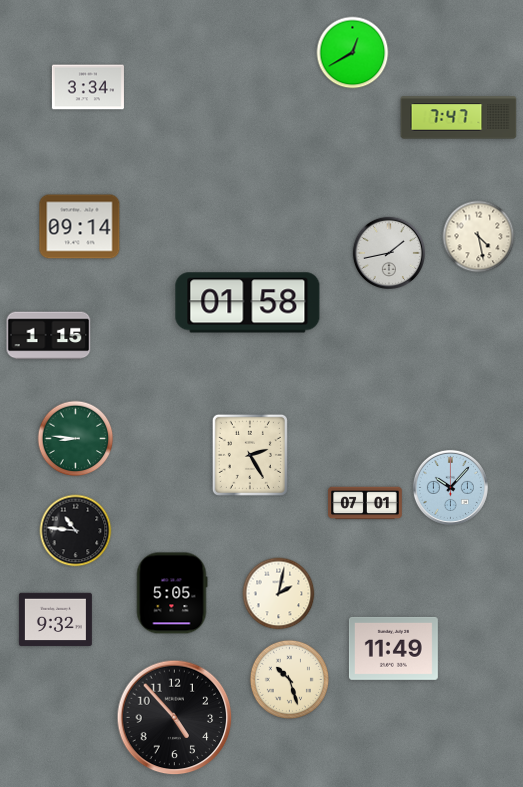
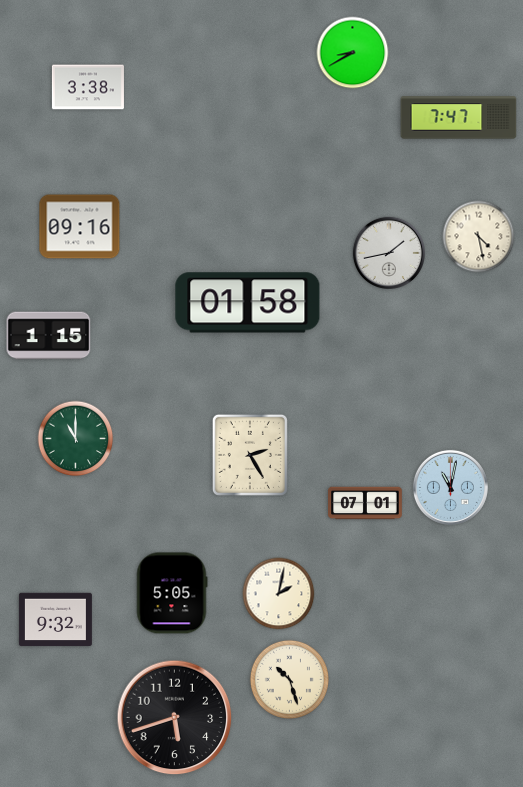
clock at (353, 53): 12:40 -> 8:40
clock at (88, 87): 3:34 -> 3:38
clock at (80, 227): 09:14 -> 09:16
clock at (76, 439): 8:46 -> 11:00
clock at (450, 487): 10:07 -> 11:02
clock at (76, 531): 10:46 -> none
clock at (393, 648): 11:49 -> none
clock at (175, 718): 4:53 -> 5:42
